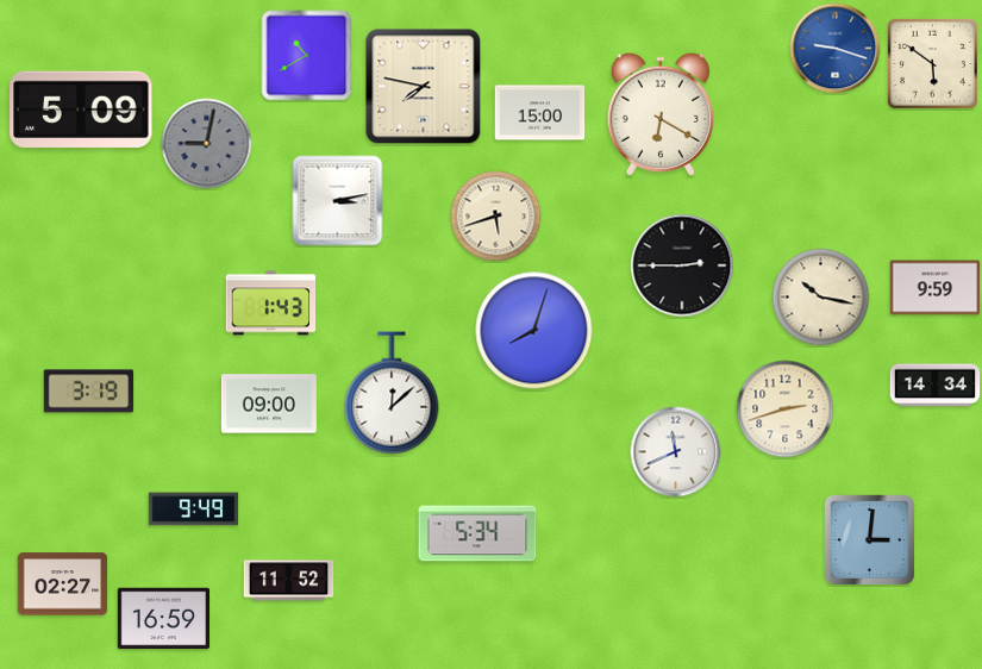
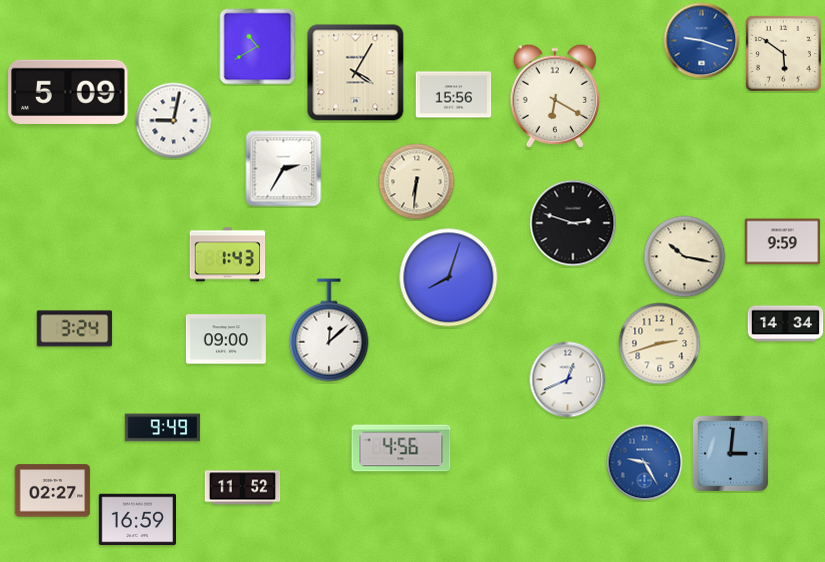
clock at (424, 87): 7:47 -> 4:05
clock at (540, 113): 15:00 -> 15:56
clock at (207, 144) dial: grey -> white
clock at (338, 201): 3:13 -> 2:35
clock at (496, 217): 5:42 -> 6:31
clock at (682, 265): 2:45 -> 2:48
clock at (936, 288) position: (936, 288) -> (783, 242)
clock at (821, 298) position: (821, 298) -> (685, 257)
clock at (89, 392): 3:19 -> 3:24
clock at (676, 452): 11:41 -> 12:41
clock at (477, 533): 5:34 -> 4:56
clock at (645, 463): none -> 9:25
